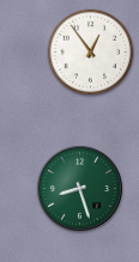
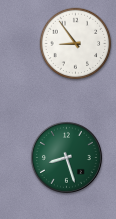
clock at (91, 53): 12:54 -> 8:54
